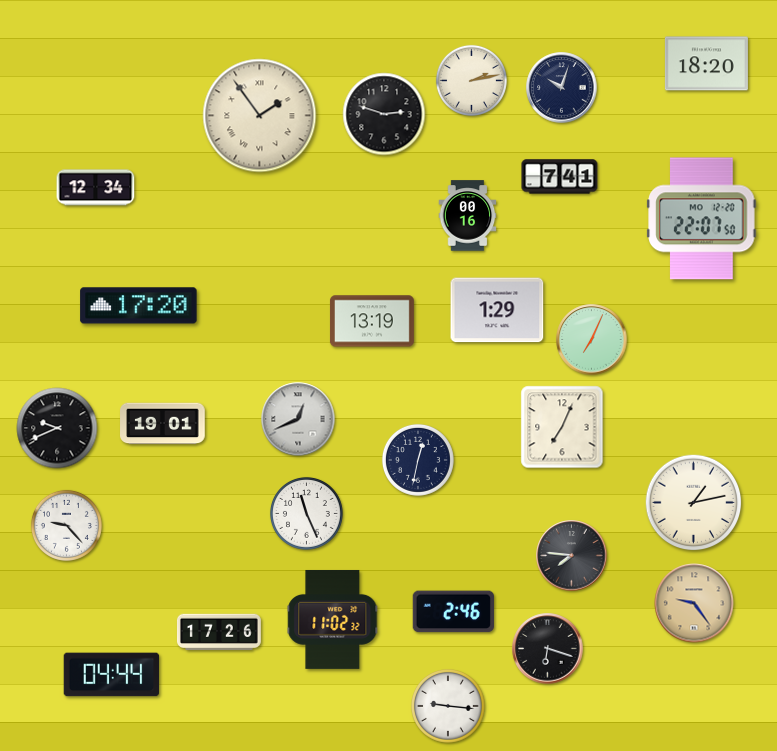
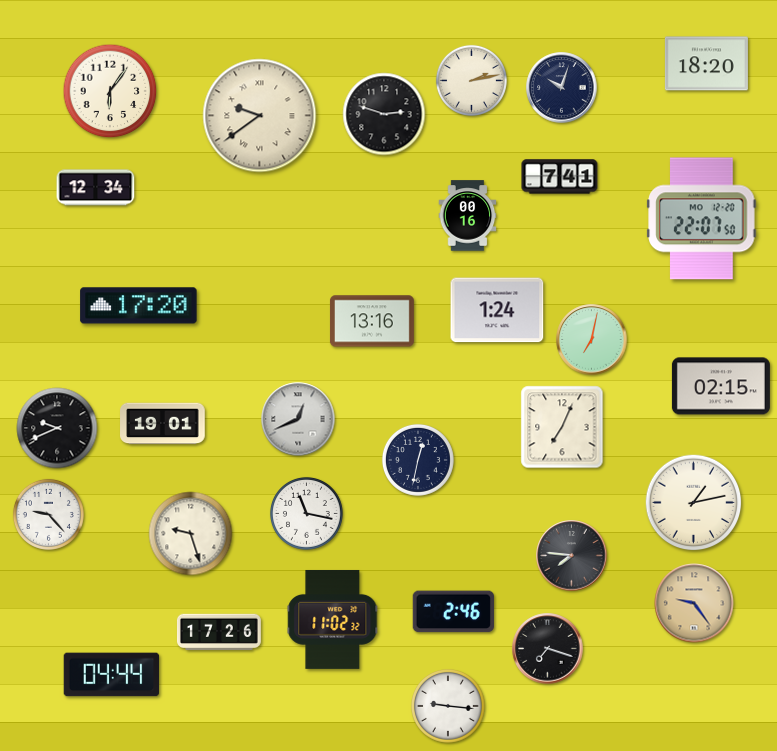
clock at (110, 91): none -> 6:06
clock at (260, 116): 1:54 -> 9:39
clock at (497, 310): 1:29 -> 1:24
clock at (372, 321): 13:19 -> 13:16
clock at (592, 340): 7:04 -> 7:02
clock at (721, 386): none -> 02:15
clock at (306, 513): 11:26 -> 11:17
clock at (66, 525) position: (66, 525) -> (48, 514)
clock at (191, 534): none -> 9:27
clock at (548, 649): 6:18 -> 7:18
